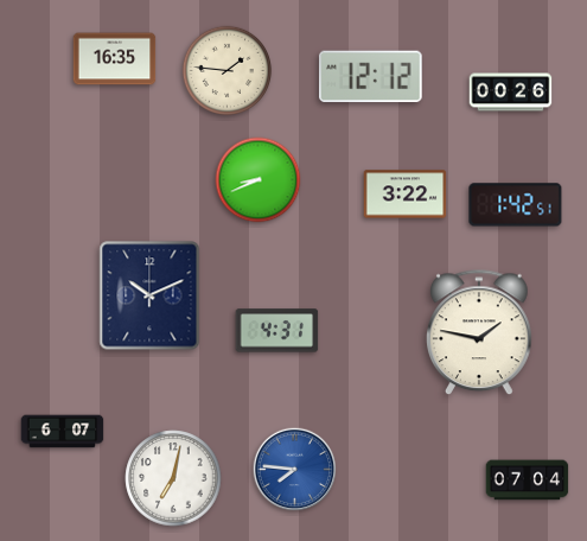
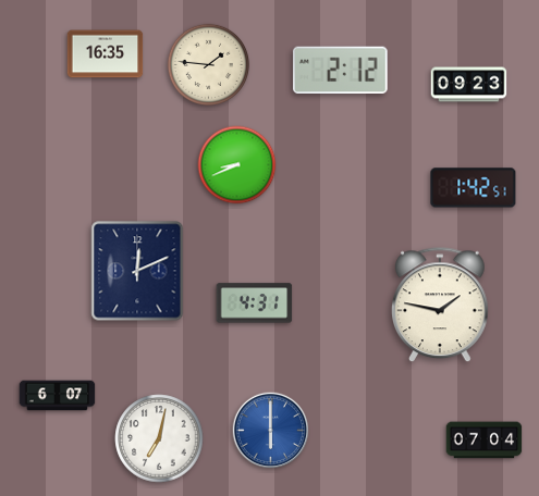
clock at (371, 77): 12:12 -> 2:12
clock at (511, 93): 00:26 -> 09:23
clock at (406, 195): 3:22 -> none
clock at (149, 295): 10:11 -> 12:11
clock at (295, 470): 7:46 -> 6:00
